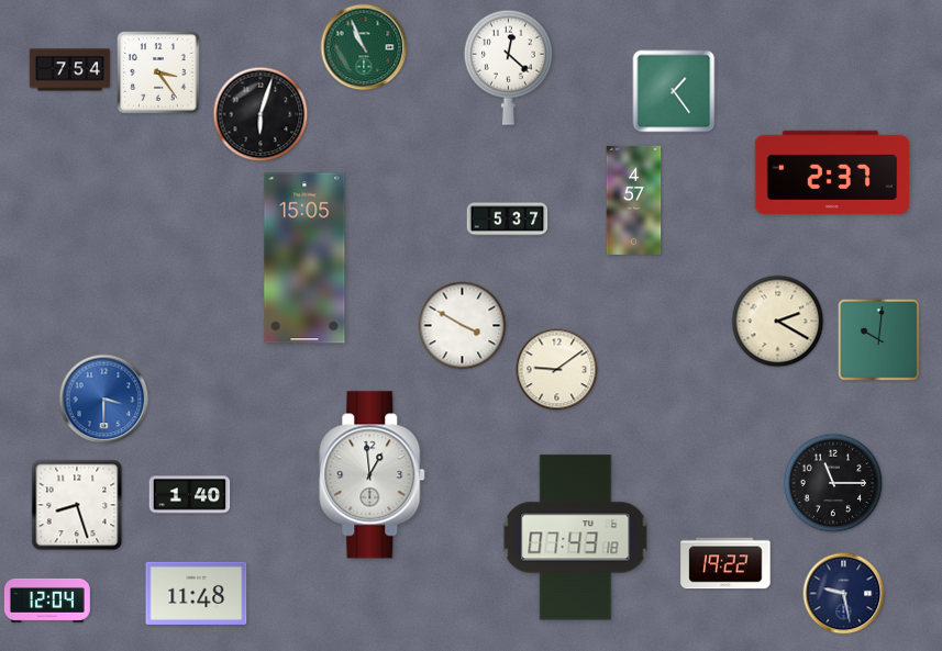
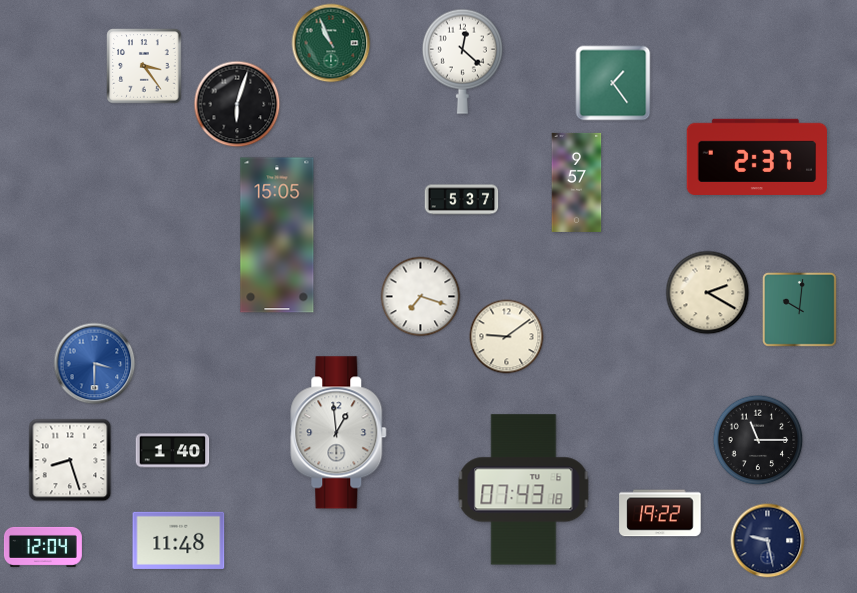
clock at (70, 70): 7:54 -> none
clock at (634, 200): 4:57 -> 9:57
clock at (463, 326): 3:50 -> 7:18
